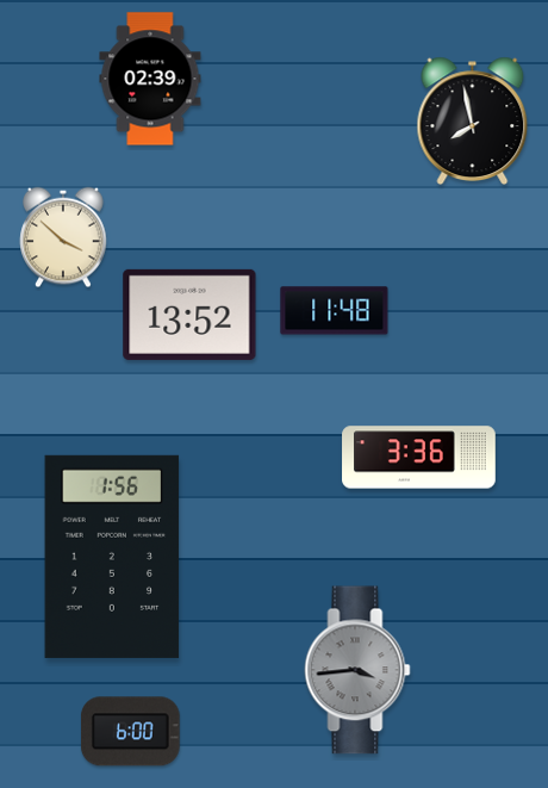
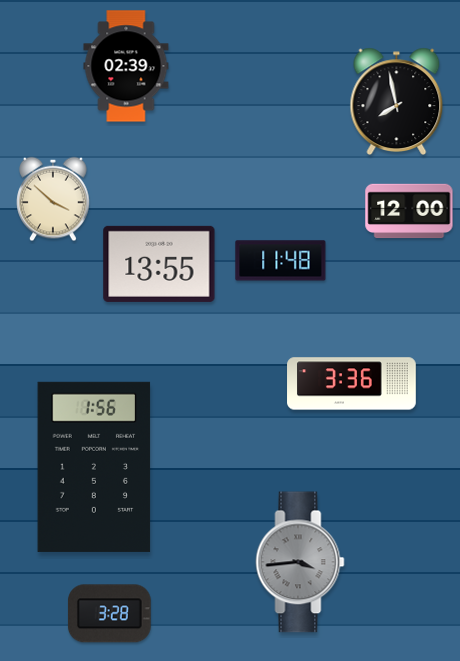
clock at (409, 211): none -> 12:00
clock at (189, 315): 13:52 -> 13:55
clock at (130, 732): 6:00 -> 3:28
